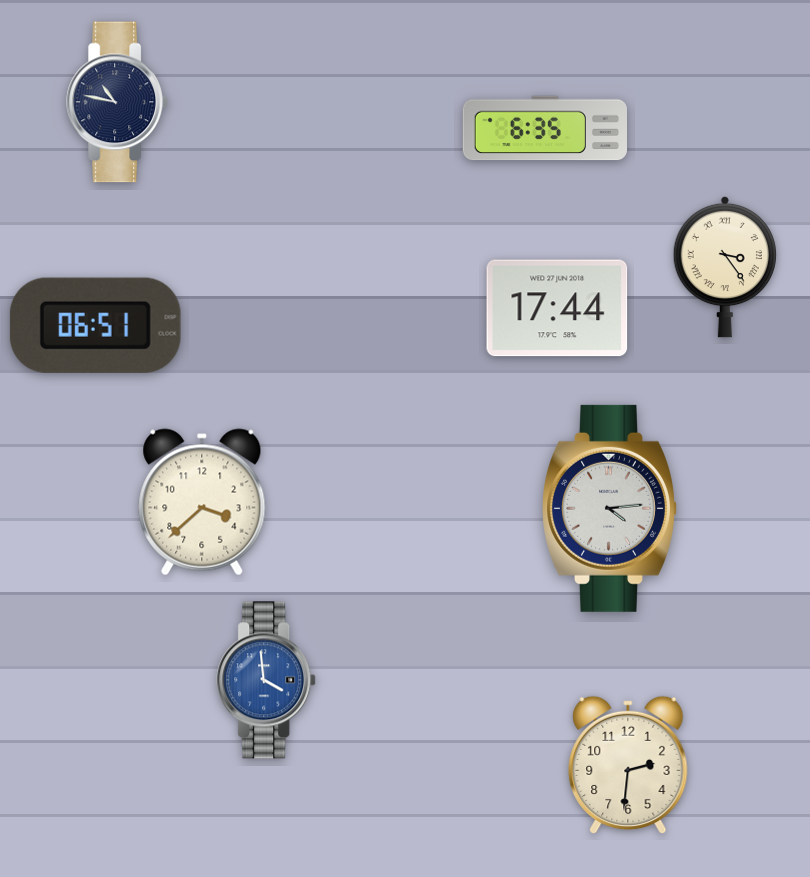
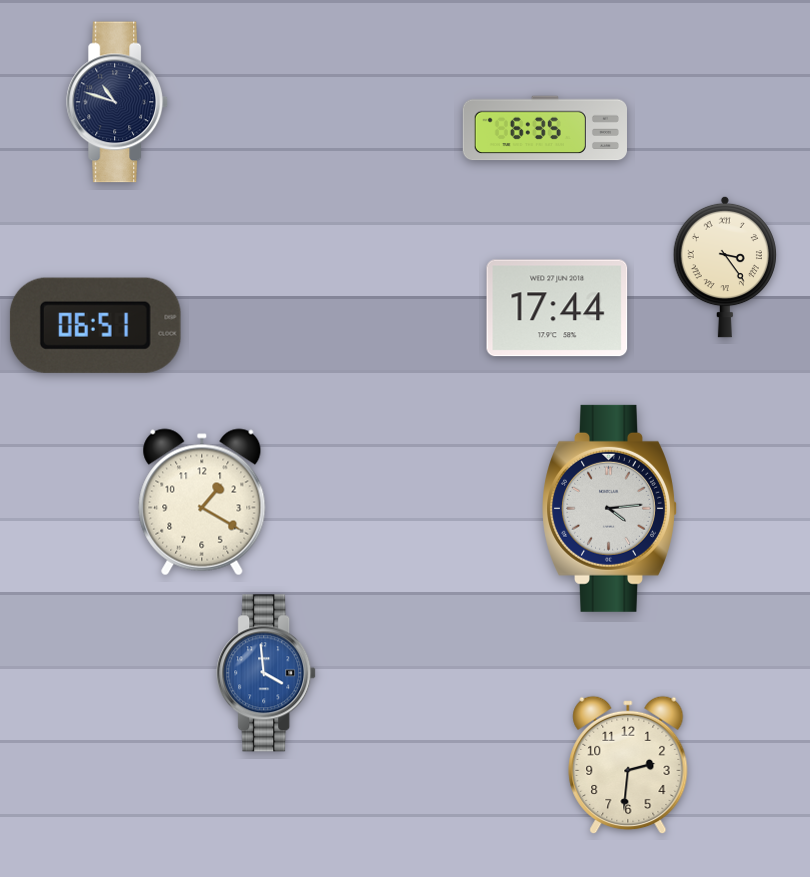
clock at (117, 102): 10:47 -> 10:48
clock at (202, 502): 3:38 -> 1:20
clock at (267, 680) position: (267, 680) -> (267, 673)
